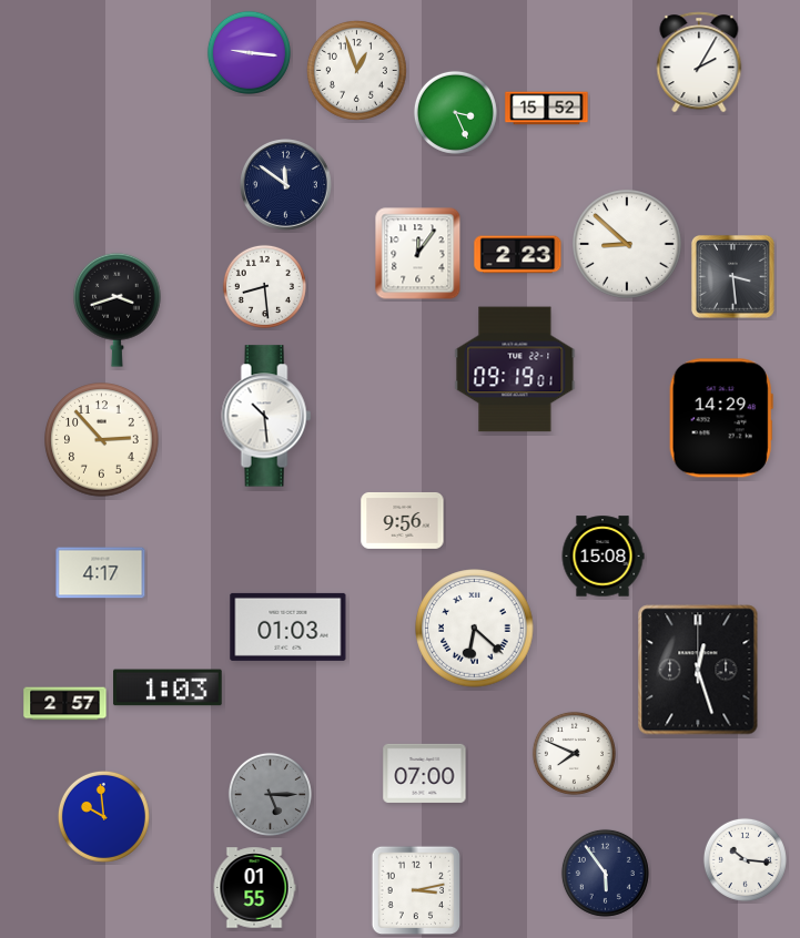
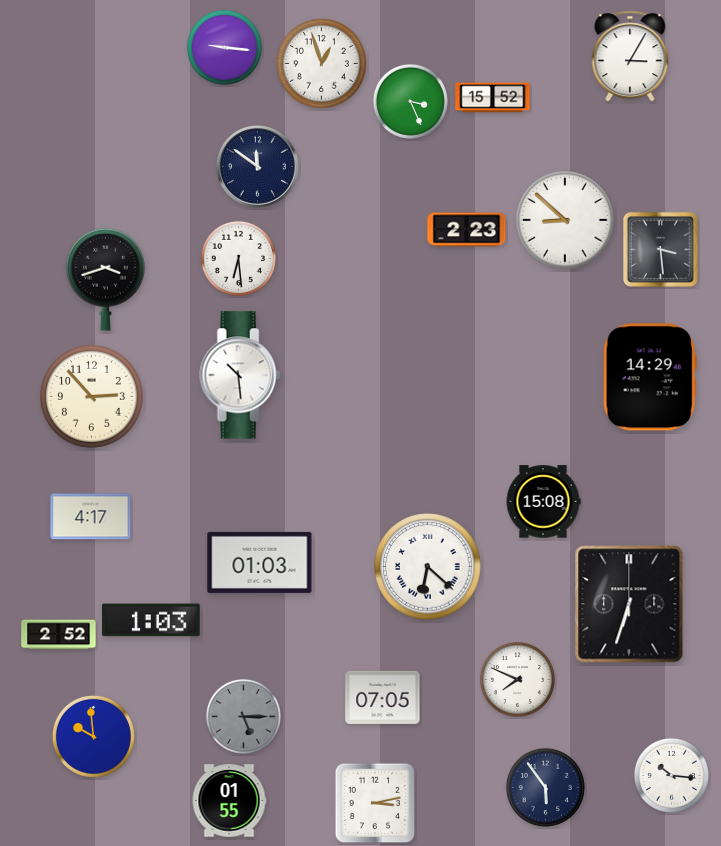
clock at (699, 62): 2:05 -> 3:05
clock at (418, 254): 12:06 -> none
clock at (264, 286): 8:29 -> 6:29
clock at (515, 369): 09:19 -> none
clock at (403, 520): 9:56 -> none
clock at (288, 626) position: (288, 626) -> (260, 562)
clock at (698, 670): 12:27 -> 6:33
clock at (65, 704): 2:57 -> 2:52
clock at (425, 773): 07:00 -> 07:05
